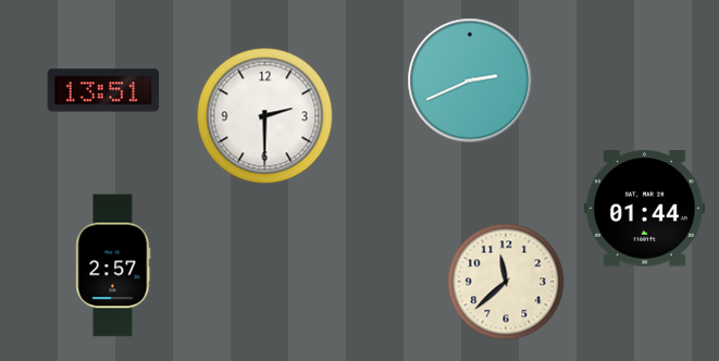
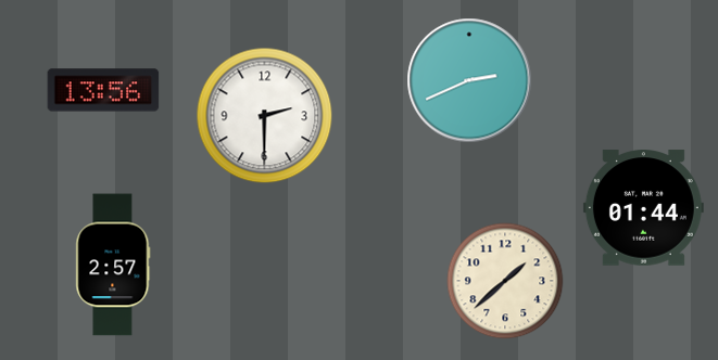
clock at (103, 90): 13:51 -> 13:56
clock at (506, 282): 11:38 -> 1:38
